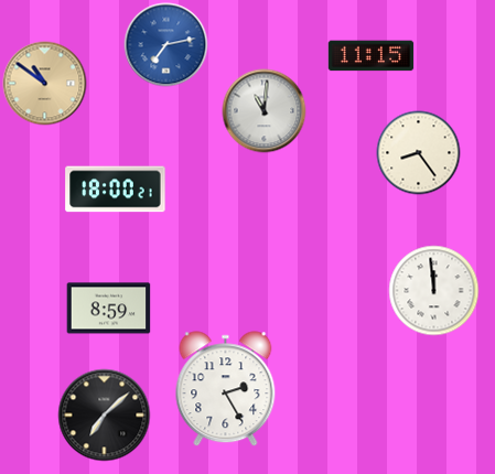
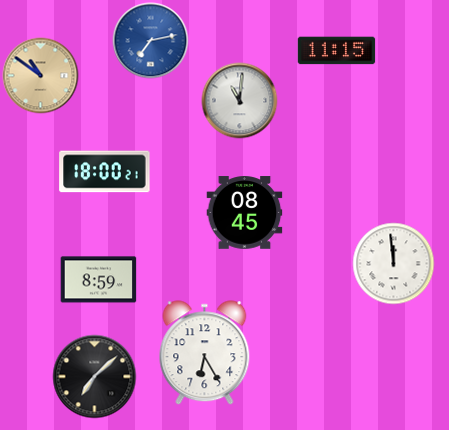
clock at (419, 153): 8:24 -> none
clock at (245, 213): none -> 08:45
clock at (226, 389): 2:25 -> 6:25
